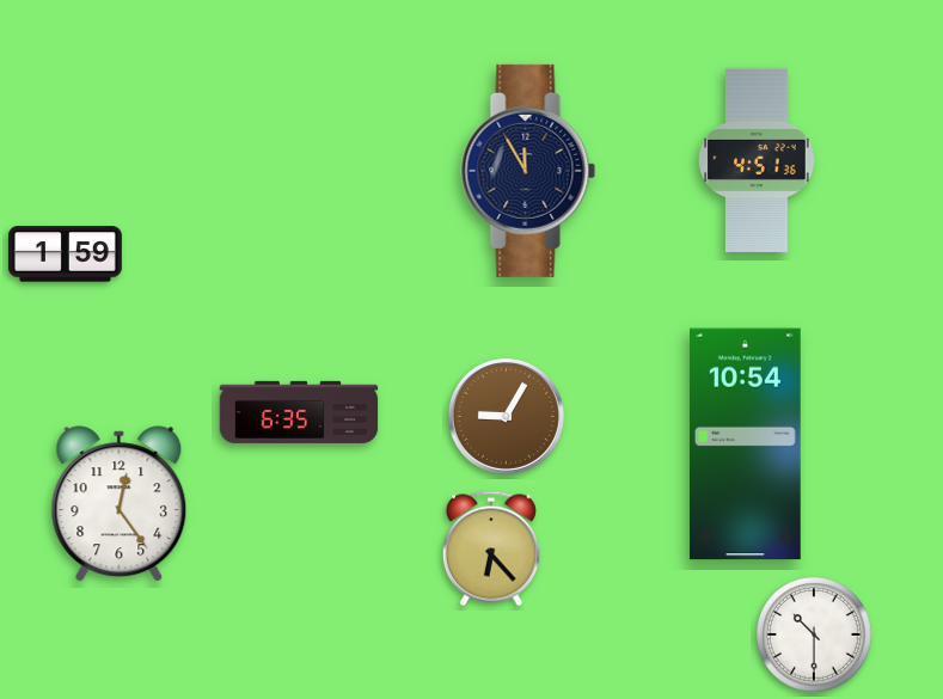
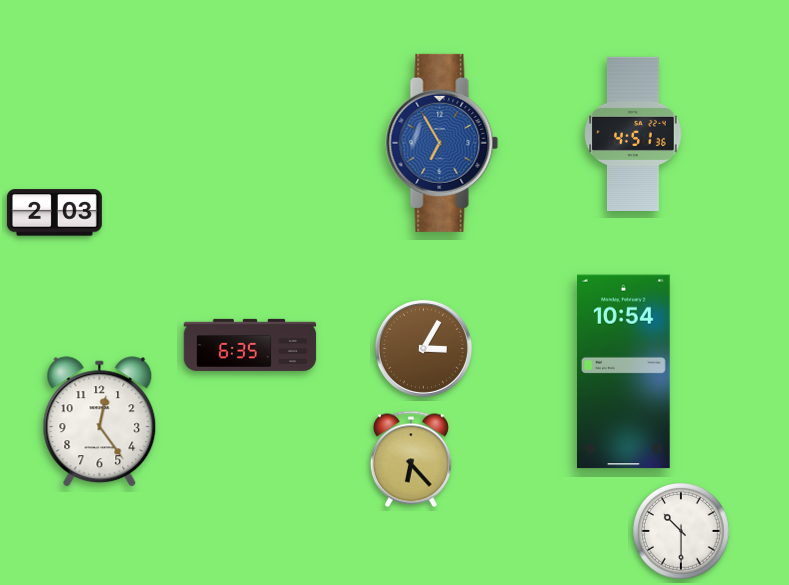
clock at (528, 171): 11:55 -> 6:55
clock at (528, 171) dial: navy -> blue
clock at (65, 255): 1:59 -> 2:03
clock at (506, 416): 9:05 -> 3:05
